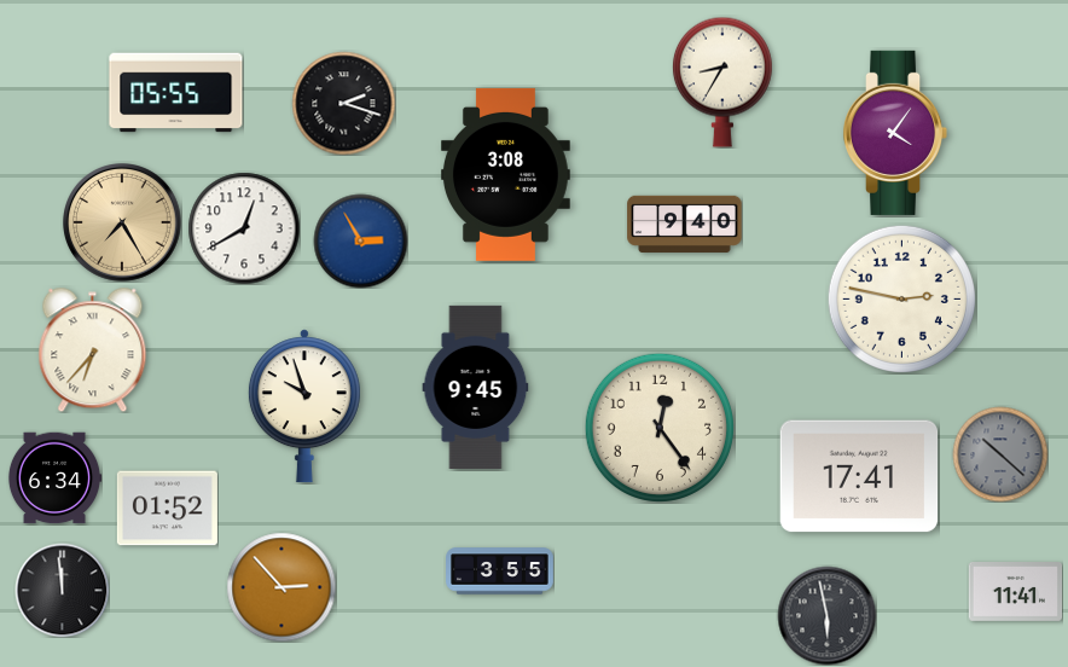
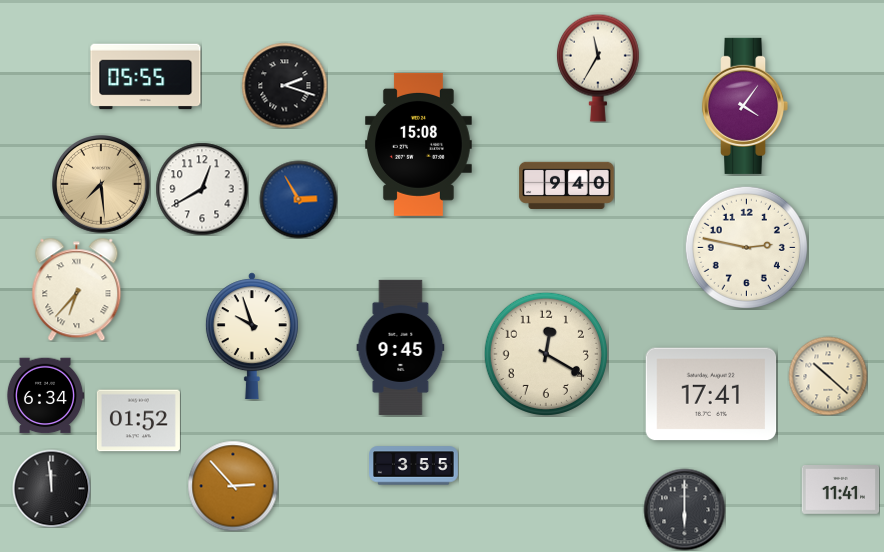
clock at (722, 82): 8:35 -> 11:35
clock at (895, 133) position: (895, 133) -> (745, 106)
clock at (506, 174): 3:08 -> 15:08
clock at (123, 224): 7:25 -> 7:29
clock at (476, 387) position: (476, 387) -> (401, 347)
clock at (660, 428): 12:24 -> 12:20
clock at (1000, 454) dial: grey -> cream
clock at (500, 572) position: (500, 572) -> (414, 466)
clock at (826, 615): 5:58 -> 6:00
